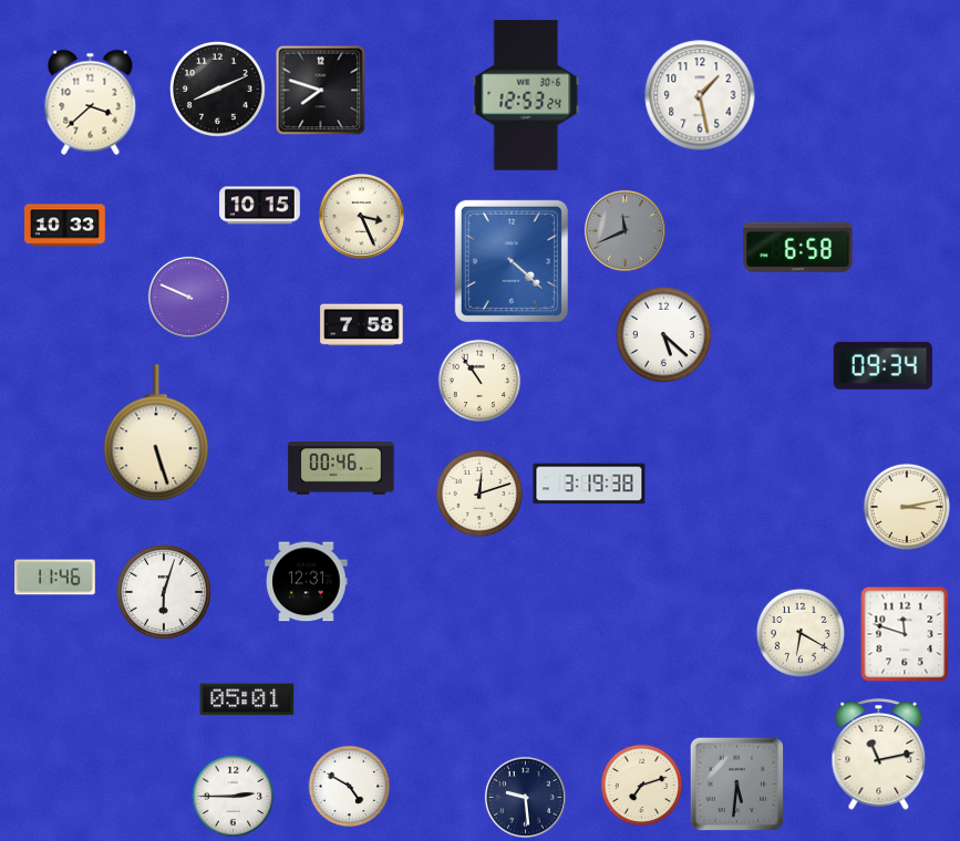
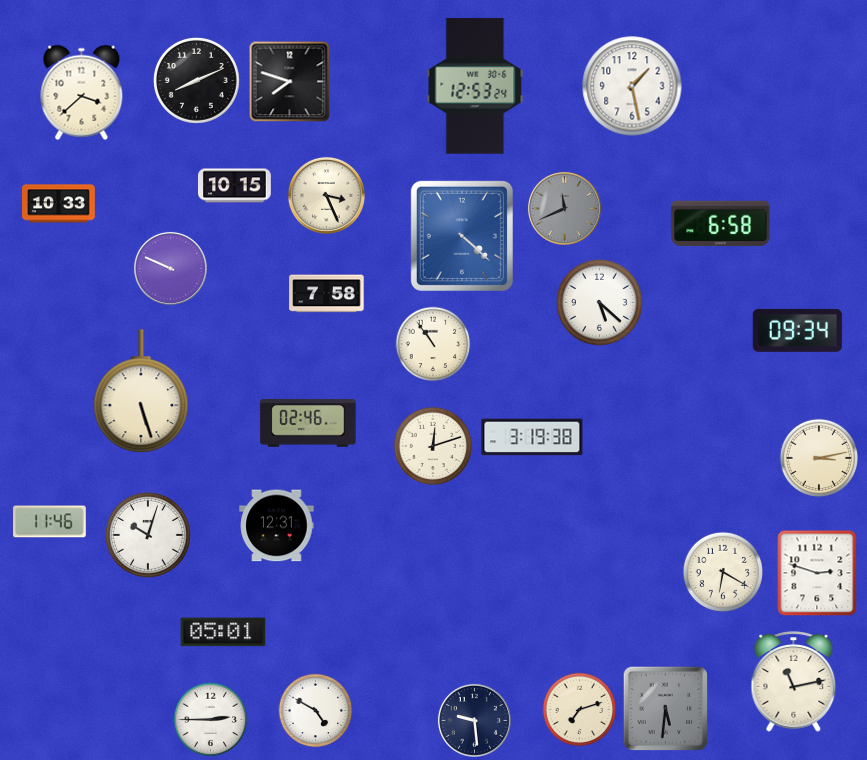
clock at (341, 468): 00:46 -> 02:46
clock at (164, 592): 6:03 -> 10:03
clock at (905, 634): 11:48 -> 2:48
